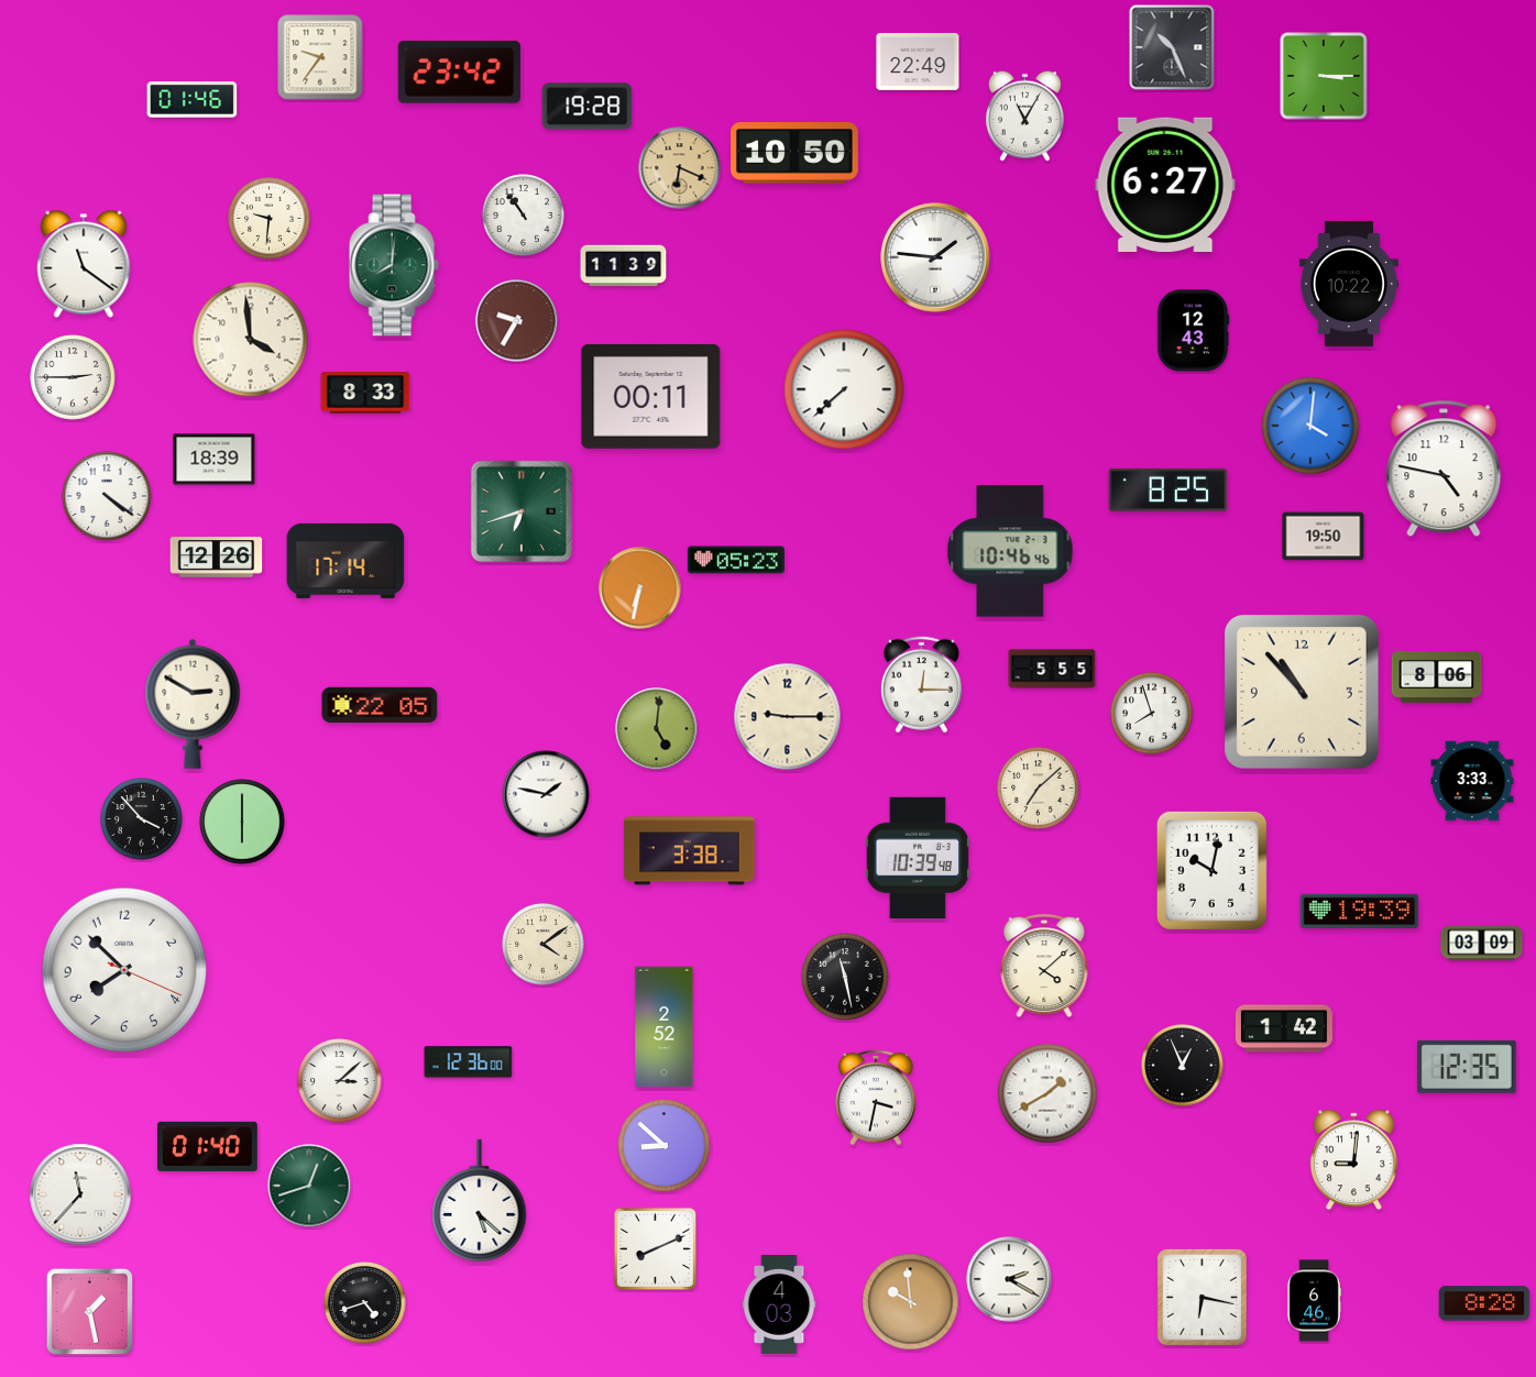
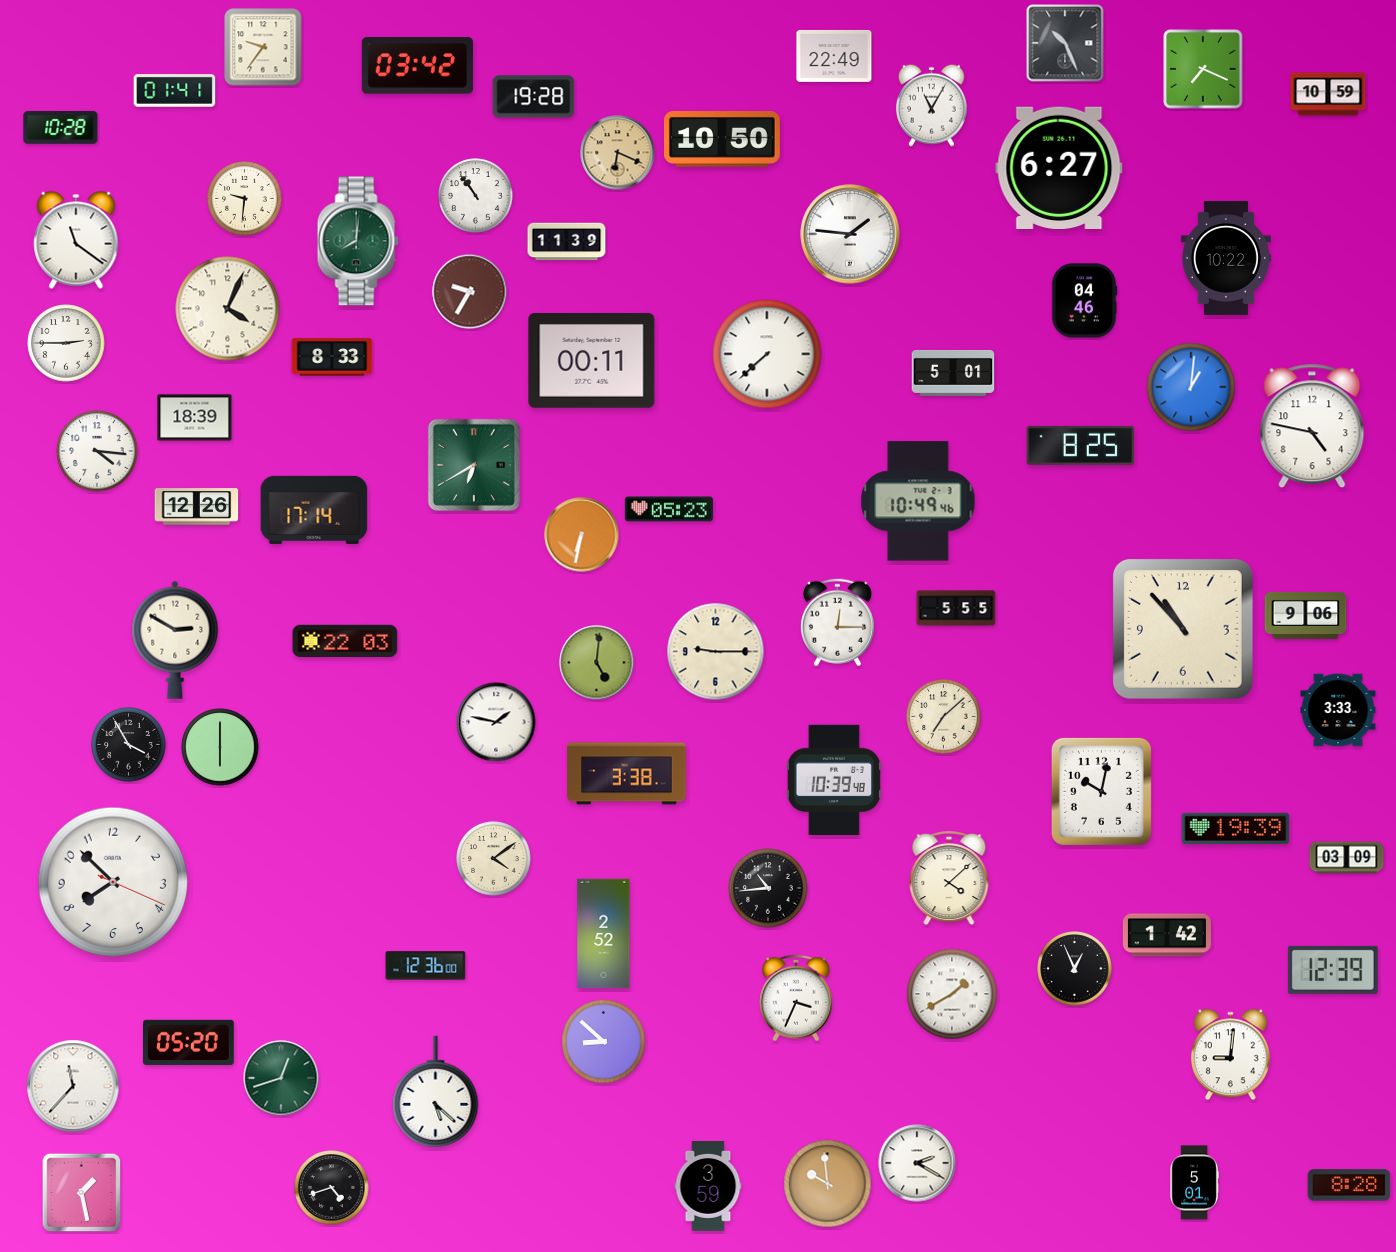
clock at (320, 57) position: (320, 57) -> (263, 47)
clock at (459, 73): 23:42 -> 03:42
clock at (1324, 76): 3:15 -> 7:19
clock at (193, 100): 01:46 -> 01:41
clock at (1328, 94): none -> 10:59
clock at (61, 128): none -> 10:28
clock at (1193, 331): 12:43 -> 04:46
clock at (251, 340): 3:59 -> 4:04
clock at (953, 373): none -> 5:01
clock at (1310, 426): 4:01 -> 1:01
clock at (1169, 489) position: (1169, 489) -> (1081, 445)
clock at (107, 496): 4:21 -> 4:16
clock at (522, 511): 6:42 -> 6:40
clock at (1324, 537): 19:50 -> none
clock at (1010, 551): 10:46 -> 10:49
clock at (1437, 676): 8:06 -> 9:06
clock at (380, 704): 22:05 -> 22:03
clock at (1152, 714): 7:57 -> none
clock at (142, 819): 3:53 -> 3:55
clock at (845, 977): 11:28 -> 10:44
clock at (1467, 1067): 12:35 -> 12:39
clock at (340, 1081): 3:08 -> none
clock at (877, 1098): 3:32 -> 3:34
clock at (208, 1146): 01:40 -> 05:20
clock at (656, 1249): 8:11 -> none
clock at (1202, 1297): 6:17 -> none
clock at (1314, 1301): 6:46 -> 5:01
clock at (365, 1303) position: (365, 1303) -> (332, 1188)
clock at (779, 1306): 4:03 -> 3:59
